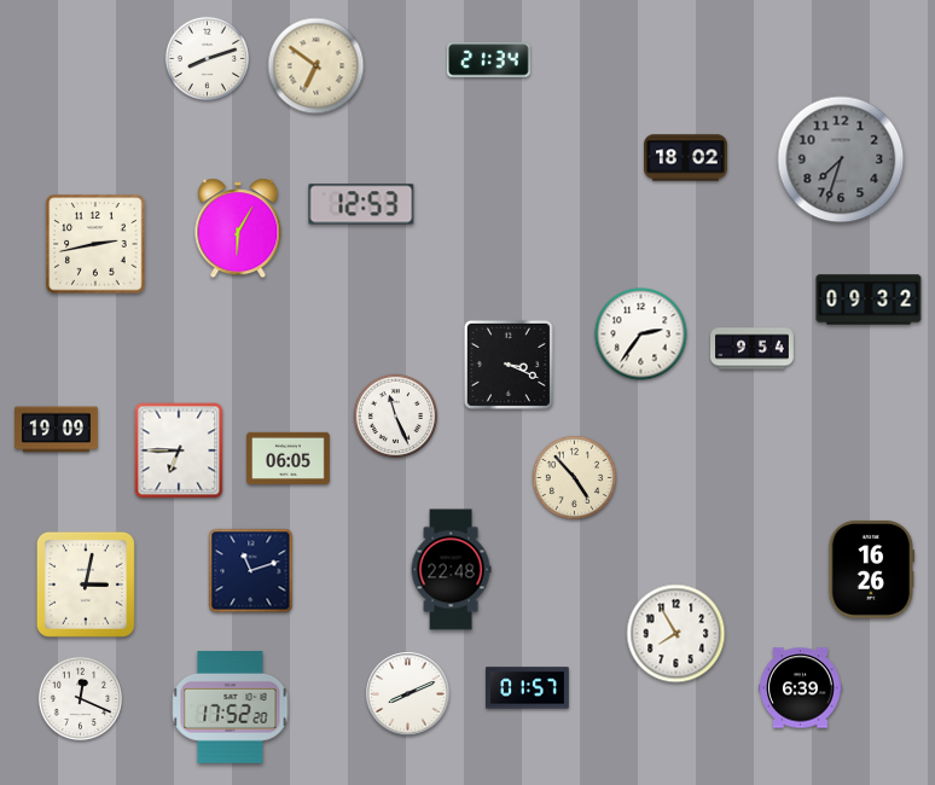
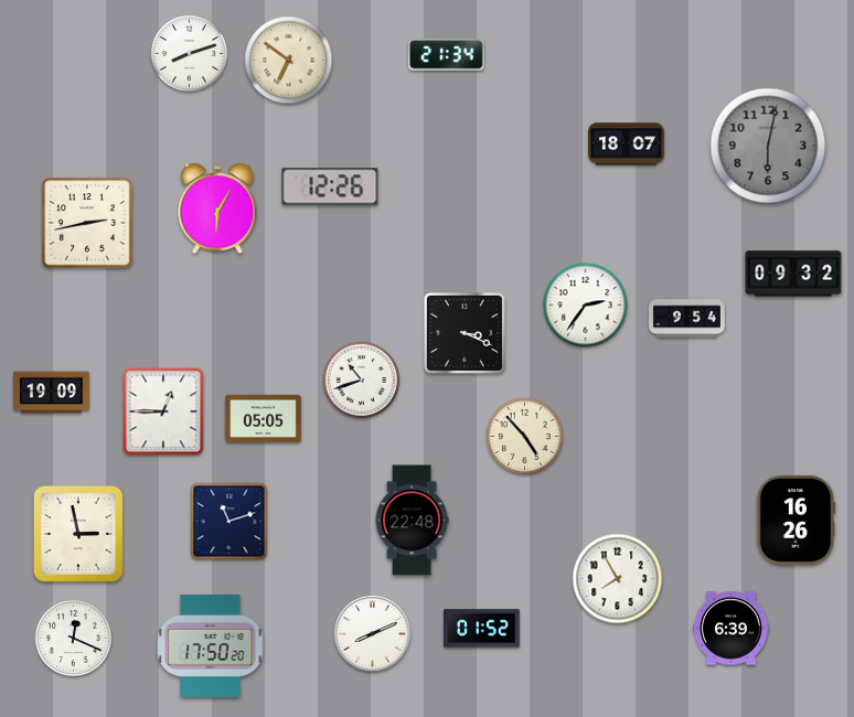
clock at (686, 158): 18:02 -> 18:07
clock at (841, 159): 7:33 -> 6:02
clock at (361, 204): 12:53 -> 12:26
clock at (395, 415): 11:26 -> 10:42
clock at (179, 450): 6:45 -> 12:45
clock at (289, 458): 06:05 -> 05:05
clock at (86, 585): 3:02 -> 2:58
clock at (528, 688): 01:57 -> 01:52
clock at (231, 708): 17:52 -> 17:50
